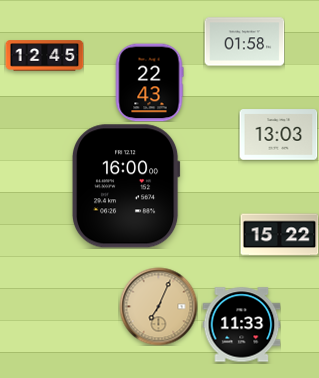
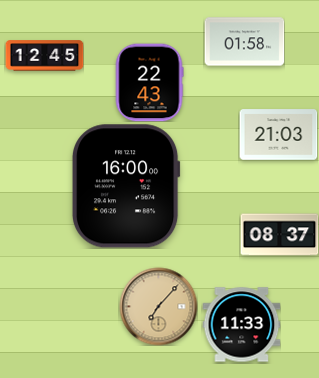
clock at (278, 135): 13:03 -> 21:03
clock at (279, 235): 15:22 -> 08:37
clock at (158, 306): 7:04 -> 7:07
